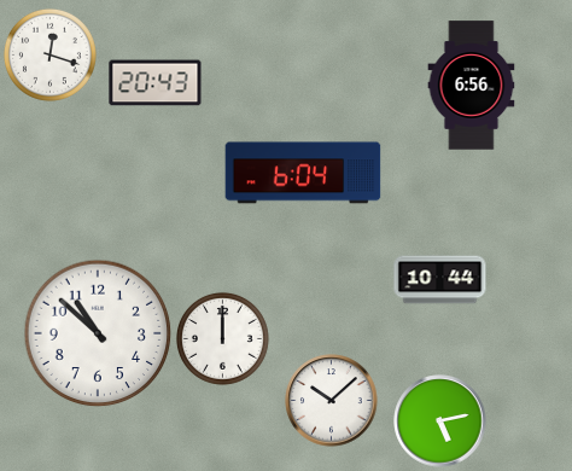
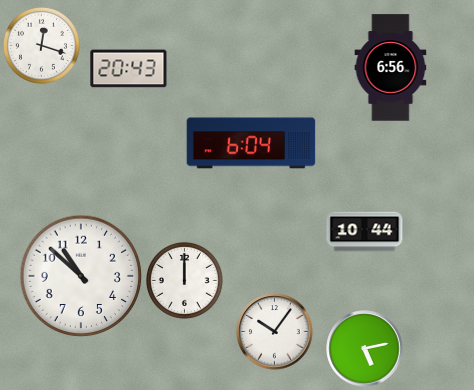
clock at (472, 86) position: (472, 86) -> (391, 68)
clock at (332, 401): 10:08 -> 10:06
